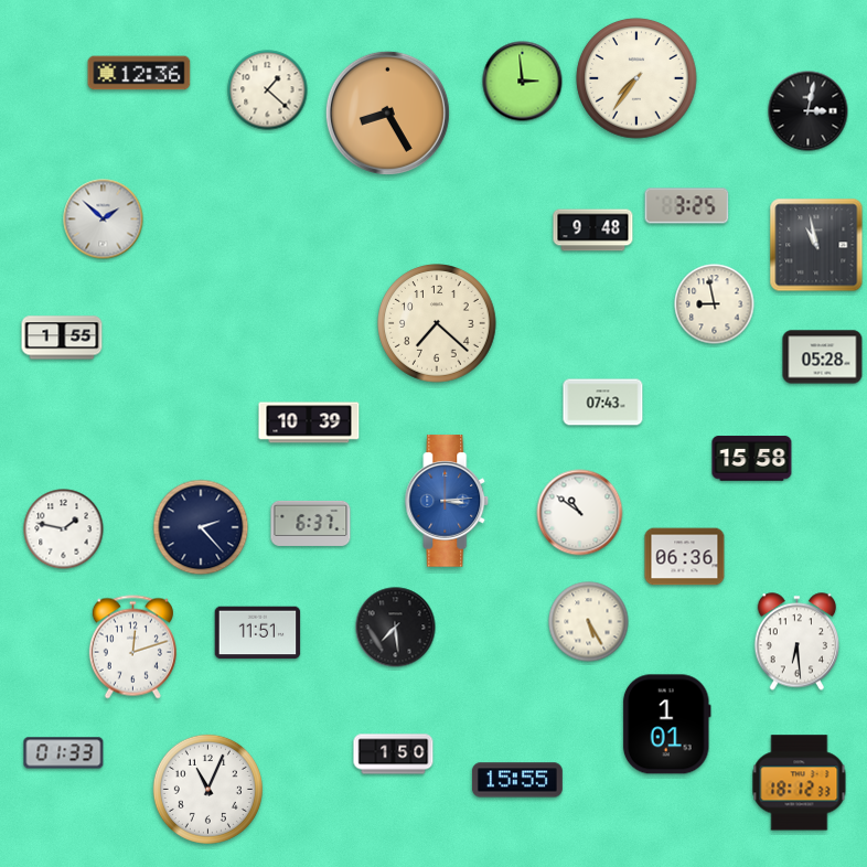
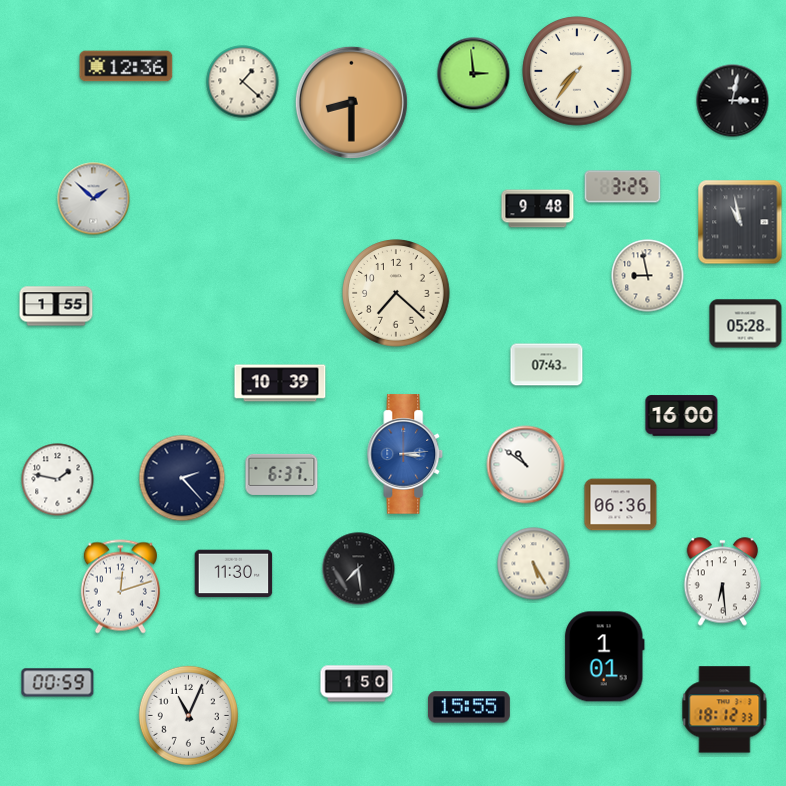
clock at (387, 113): 8:25 -> 8:30
clock at (752, 459): 15:58 -> 16:00
clock at (258, 633): 11:51 -> 11:30
clock at (64, 753): 01:33 -> 00:59
